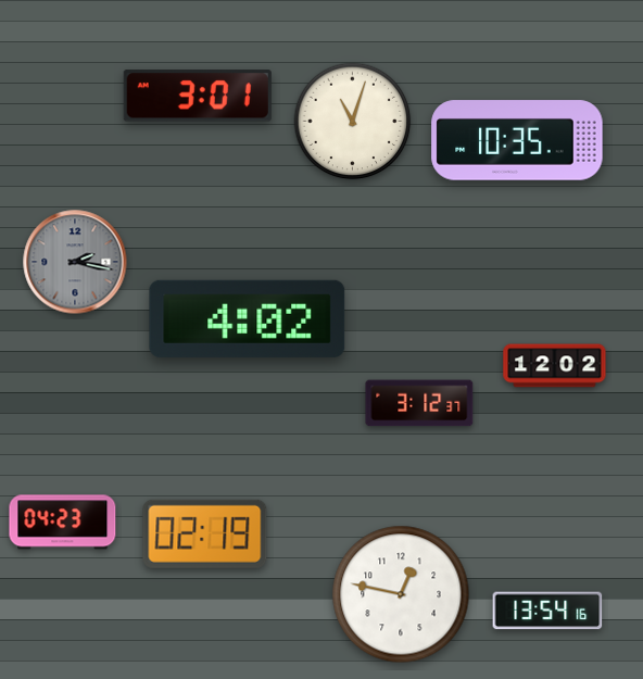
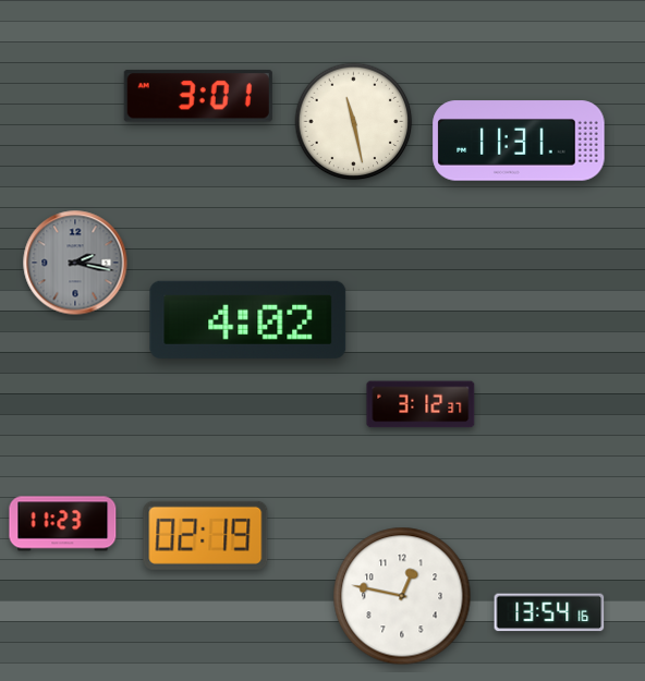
clock at (353, 122): 11:03 -> 11:28
clock at (517, 140): 10:35 -> 11:31
clock at (555, 366): 12:02 -> none
clock at (63, 523): 04:23 -> 11:23
